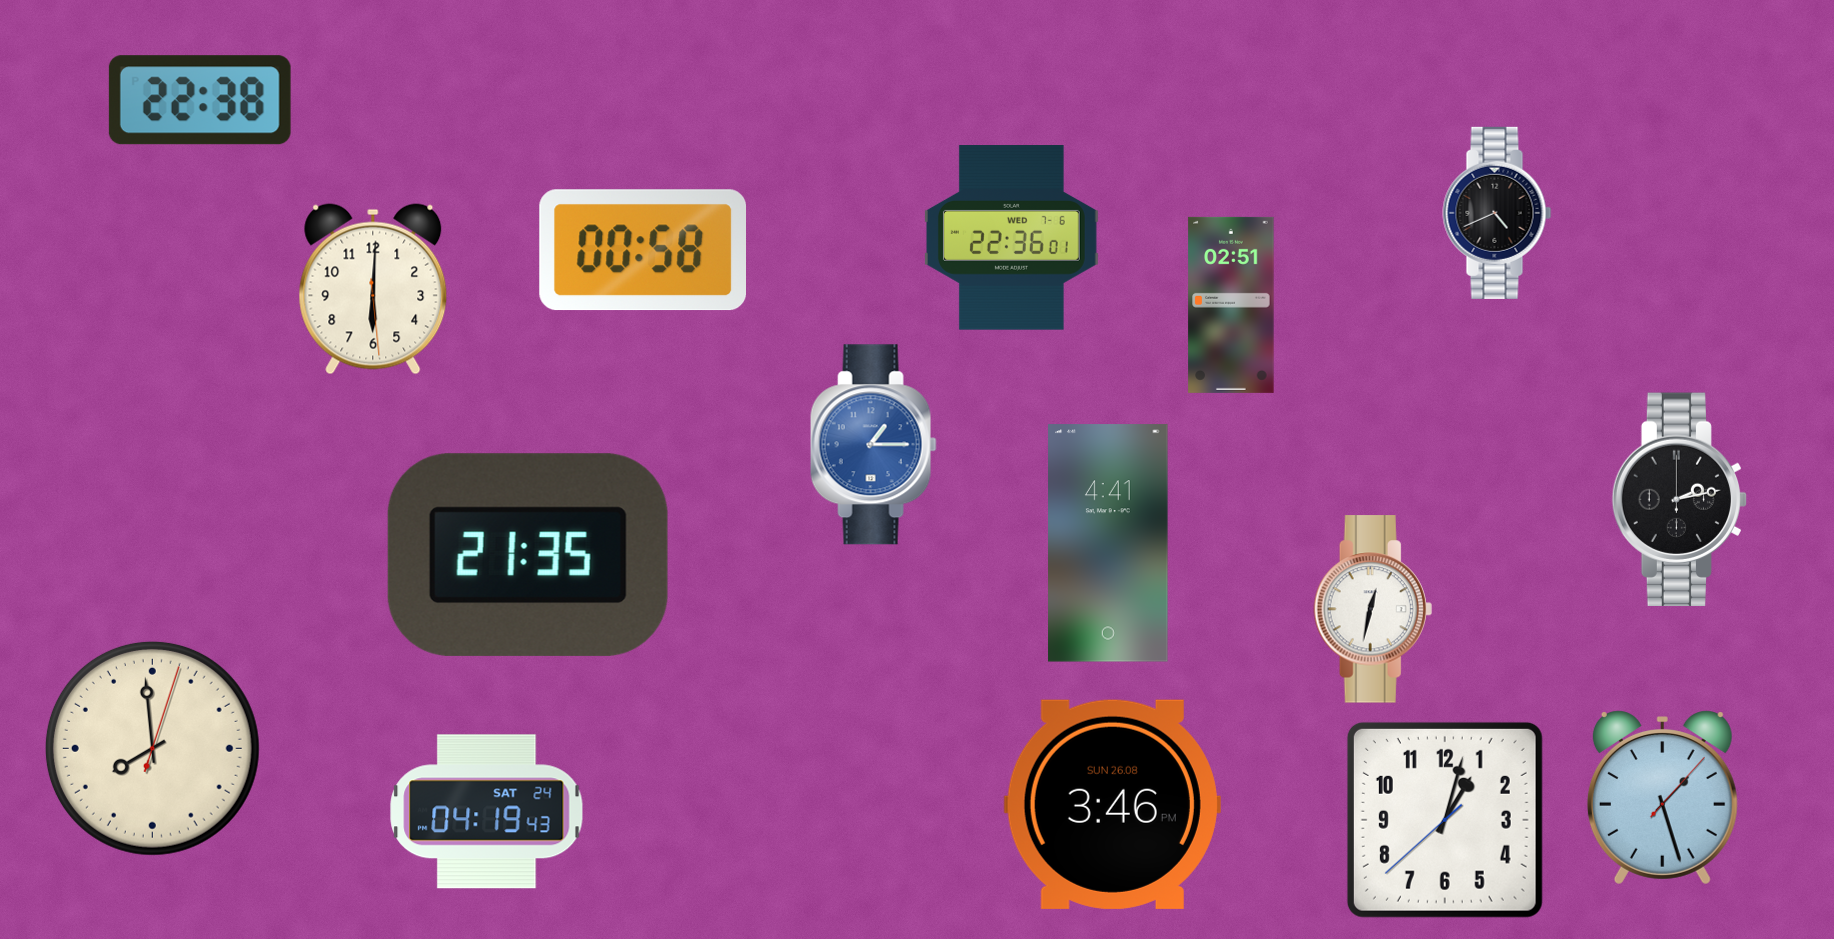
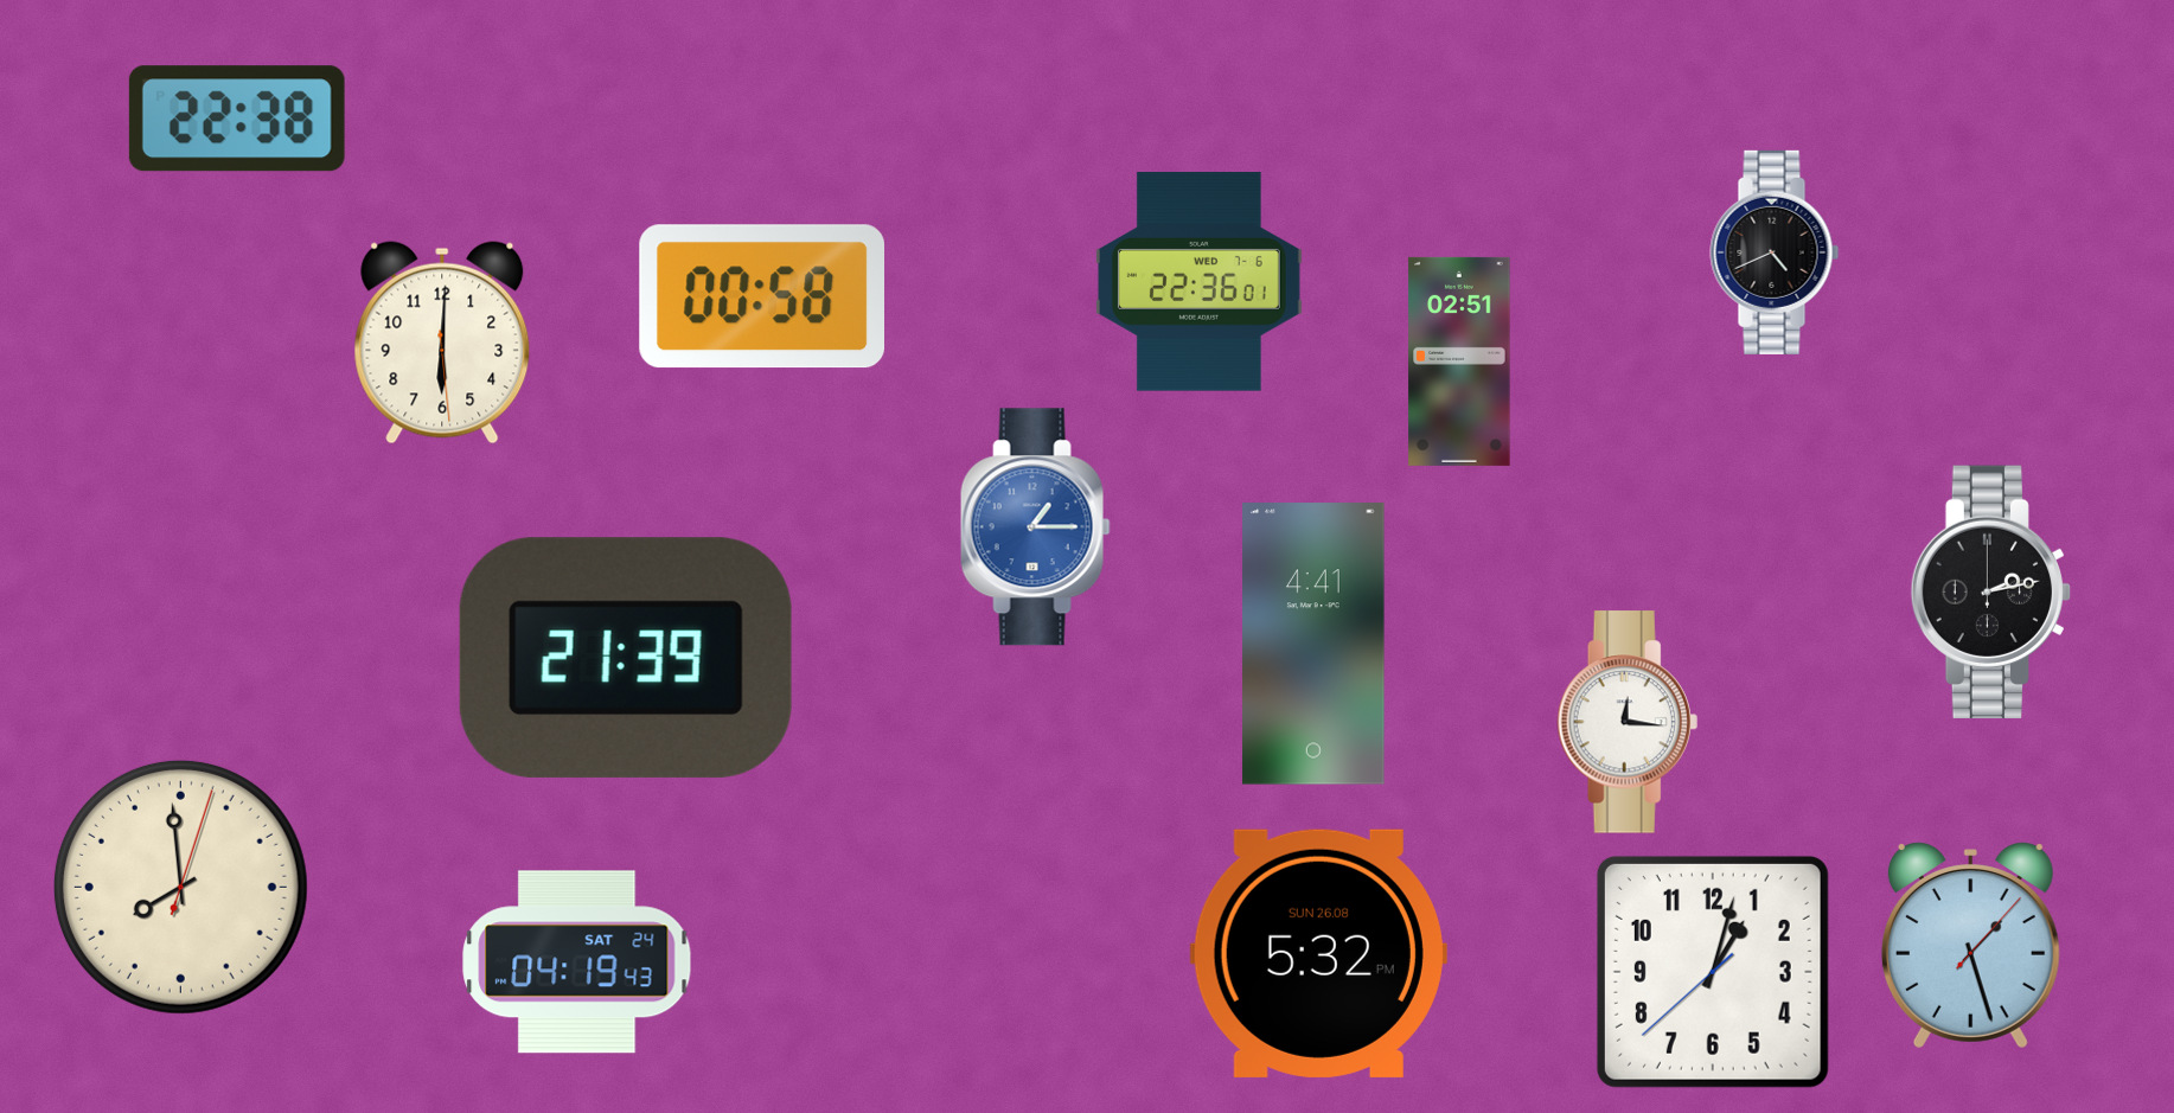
clock at (528, 555): 21:35 -> 21:39
clock at (1373, 609): 12:32 -> 12:16
clock at (1112, 804): 3:46 -> 5:32
